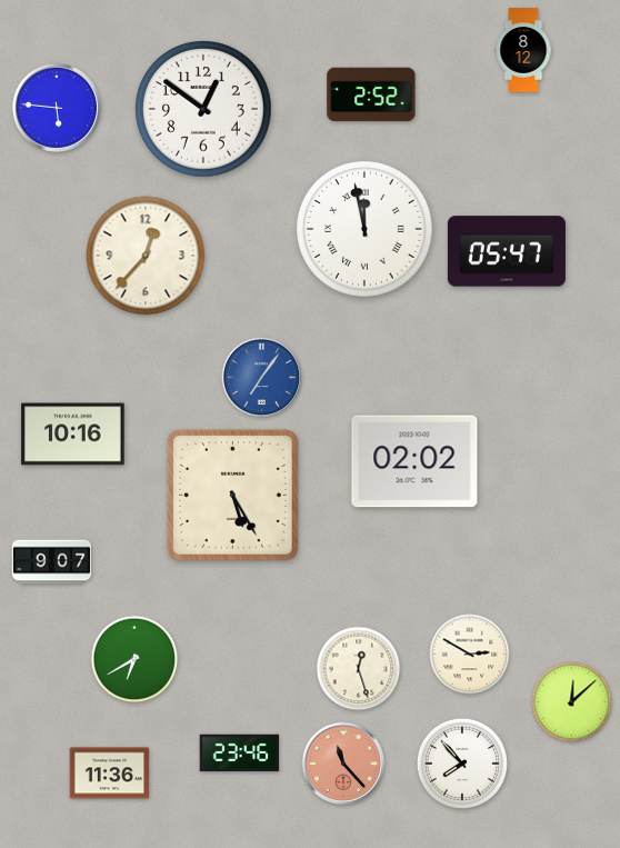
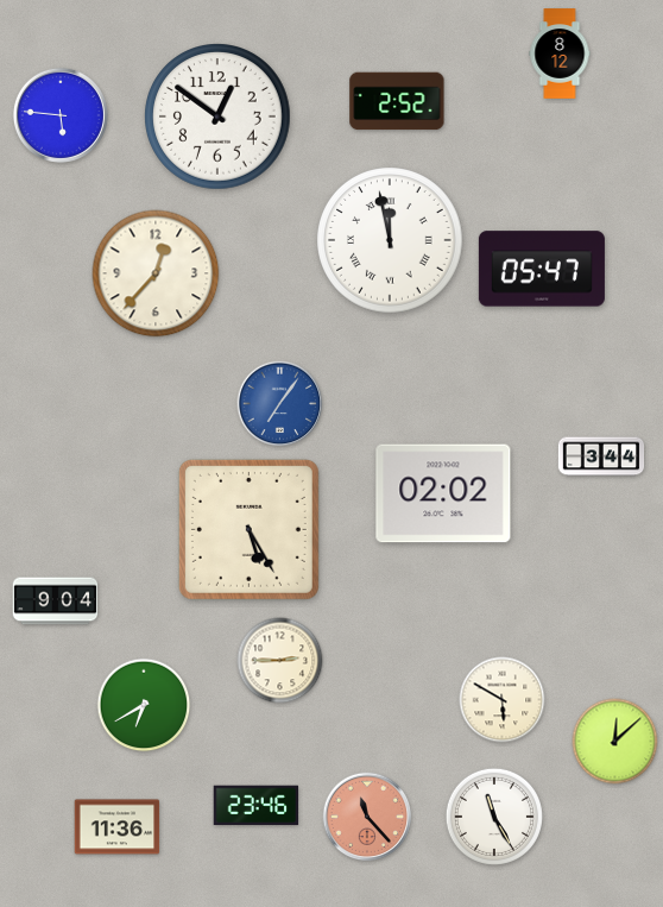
clock at (364, 229) position: (364, 229) -> (390, 240)
clock at (601, 456): none -> 3:44
clock at (73, 435): 10:16 -> none
clock at (52, 562): 9:07 -> 9:04
clock at (280, 661): none -> 2:45
clock at (470, 655): 2:50 -> 5:50
clock at (359, 669): 12:27 -> none
clock at (572, 702) position: (572, 702) -> (615, 742)
clock at (461, 762): 7:53 -> 11:25
